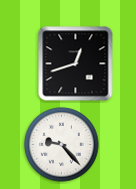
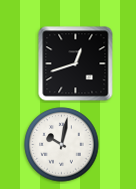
clock at (62, 145): 9:23 -> 10:02
